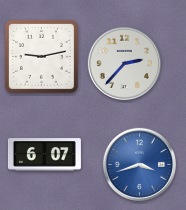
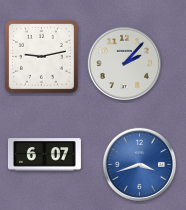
clock at (124, 63): 2:37 -> 2:07
